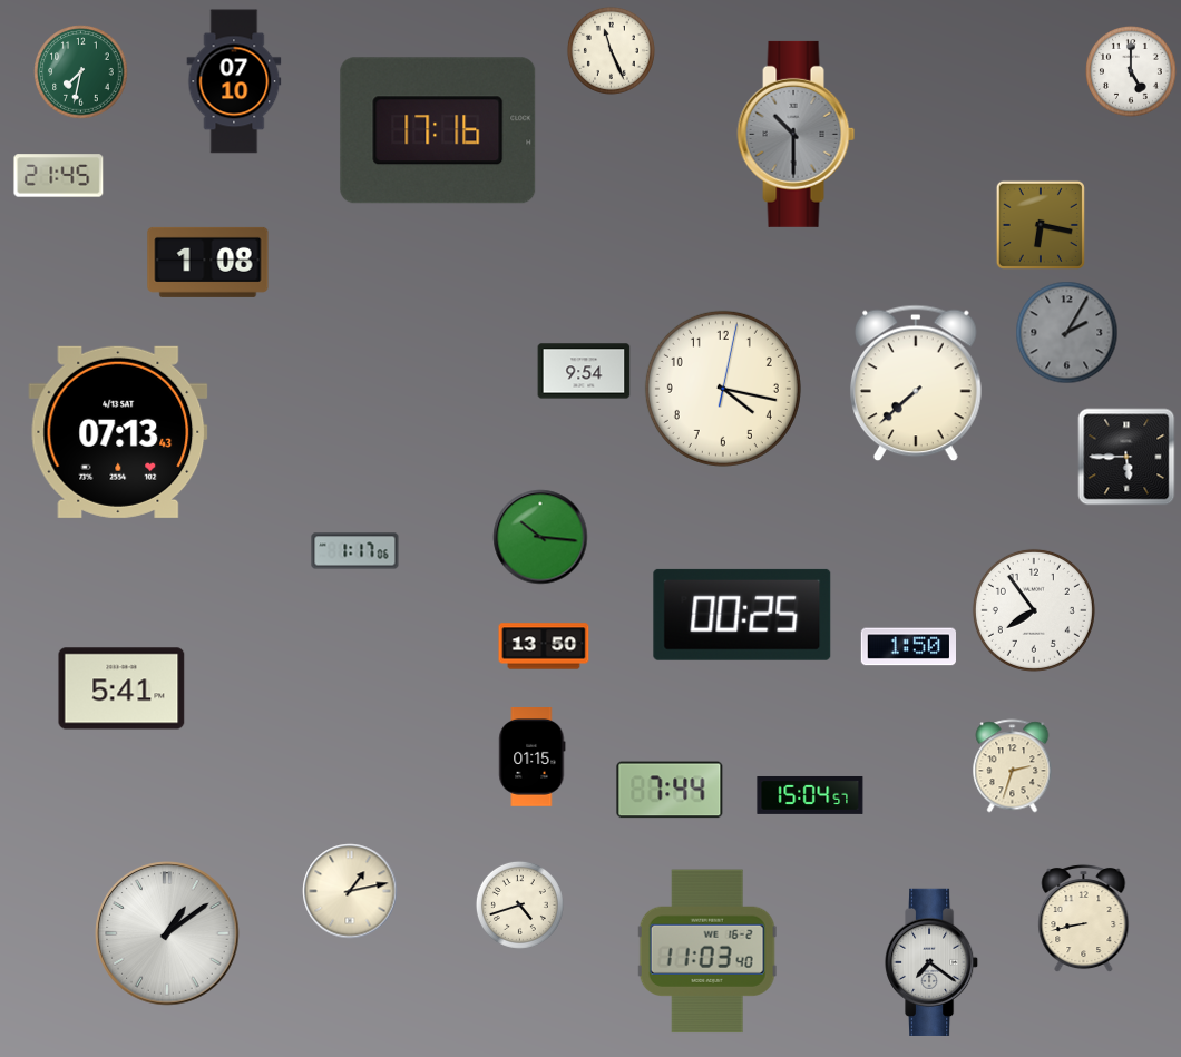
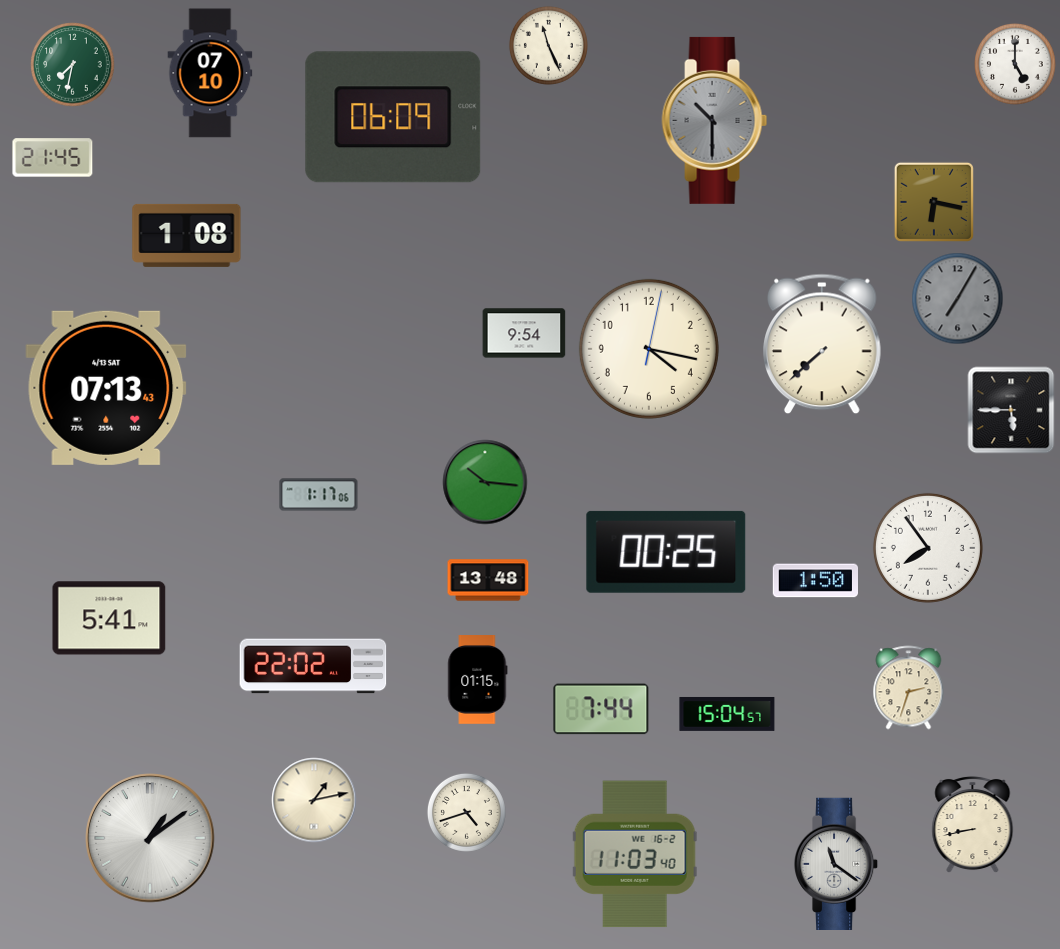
clock at (438, 130): 17:16 -> 06:09
clock at (1067, 333): 2:05 -> 7:05
clock at (544, 646): 13:50 -> 13:48
clock at (313, 666): none -> 22:02
clock at (931, 961): 7:21 -> 11:21
